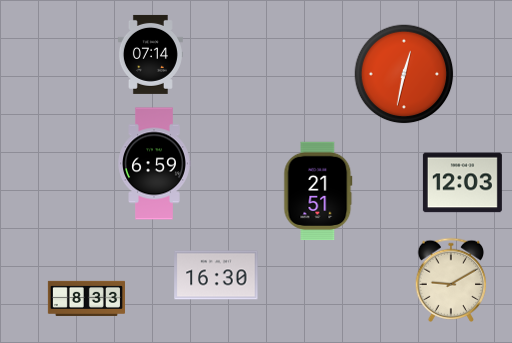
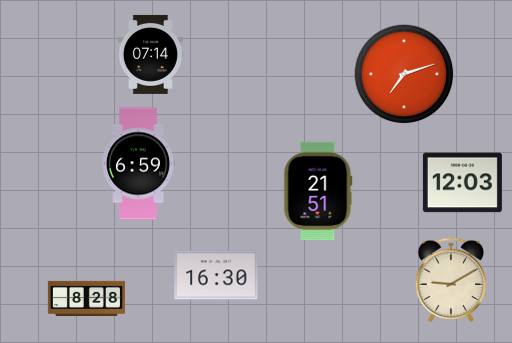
clock at (404, 74): 12:32 -> 7:12
clock at (154, 164) position: (154, 164) -> (138, 164)
clock at (86, 298): 8:33 -> 8:28
